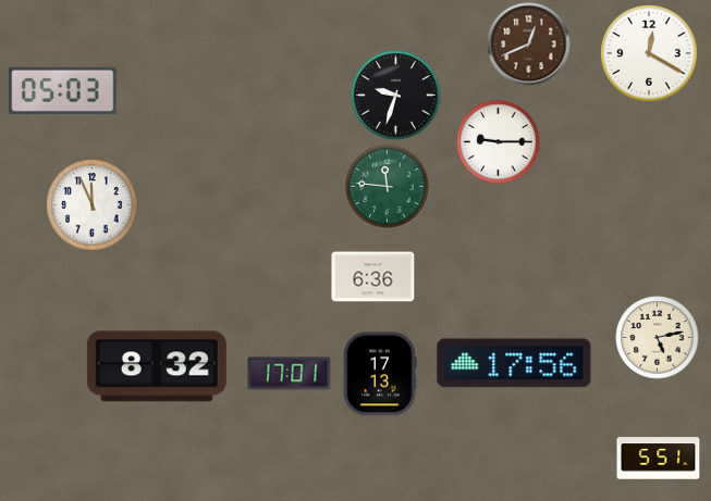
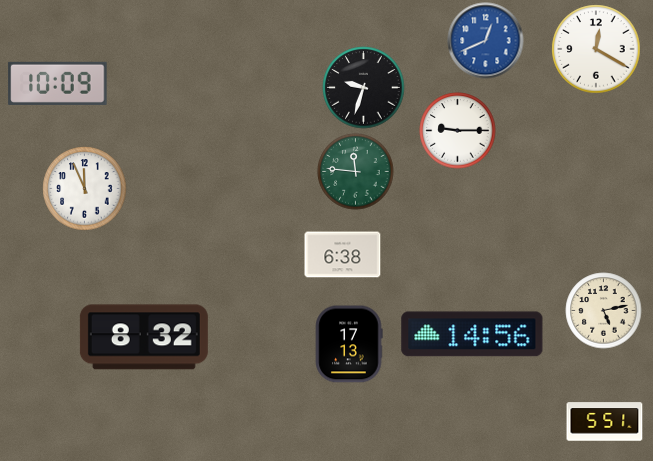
clock at (529, 45) dial: brown -> blue
clock at (63, 90): 05:03 -> 10:09
clock at (373, 277): 6:36 -> 6:38
clock at (514, 363): 17:56 -> 14:56
clock at (290, 374): 17:01 -> none
